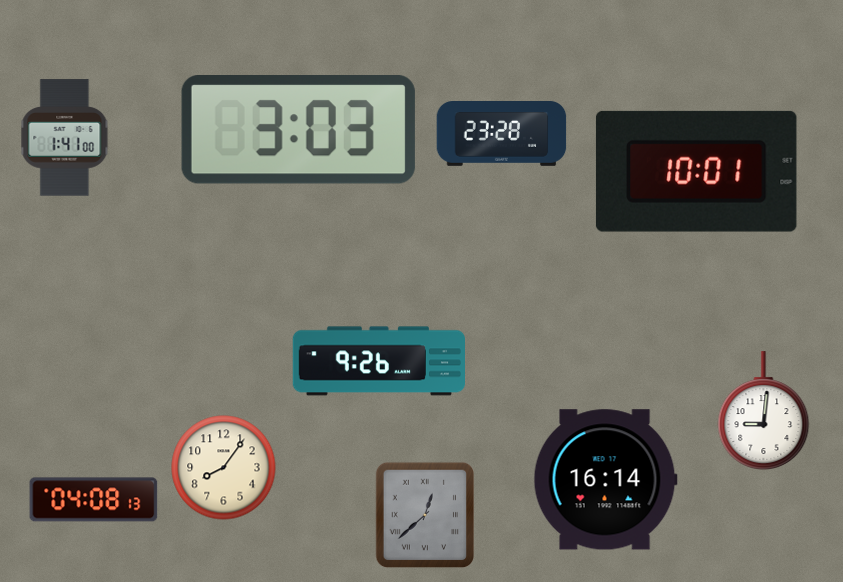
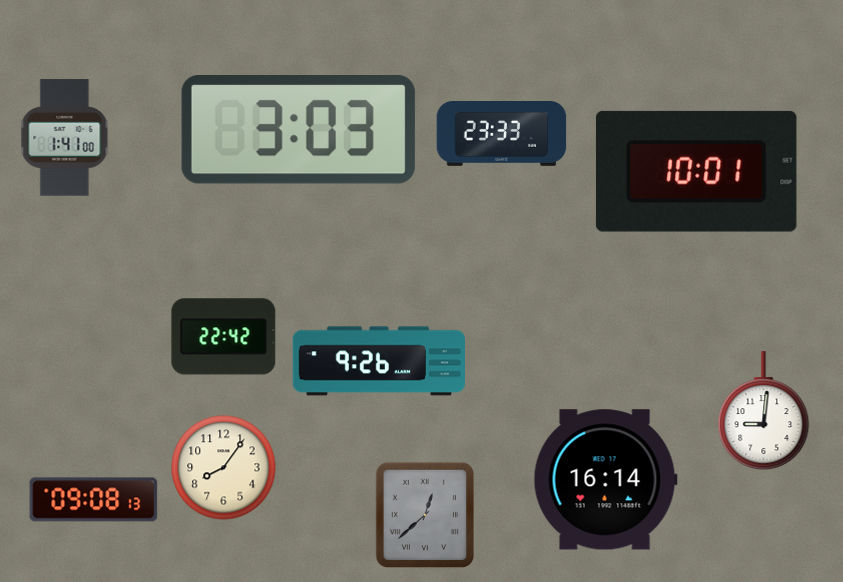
clock at (502, 134): 23:28 -> 23:33
clock at (224, 337): none -> 22:42
clock at (94, 500): 04:08 -> 09:08
